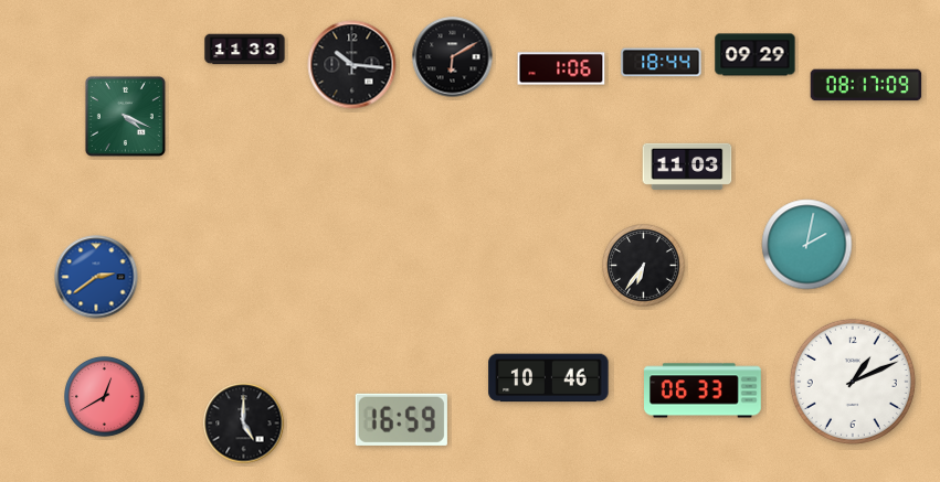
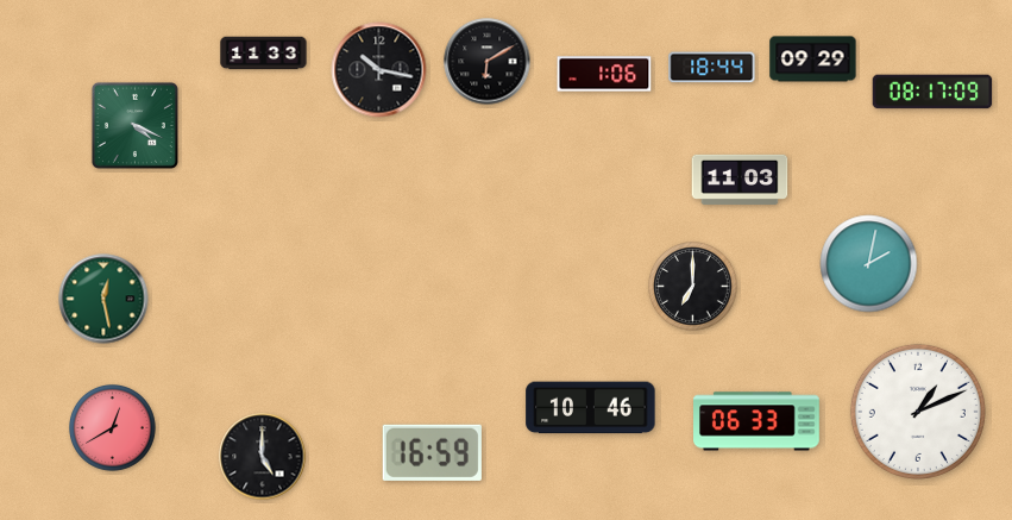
clock at (352, 65): 10:16 -> 10:17
clock at (644, 266): 6:36 -> 7:00
clock at (96, 277): 2:39 -> 12:28
clock at (96, 277) dial: blue -> green
